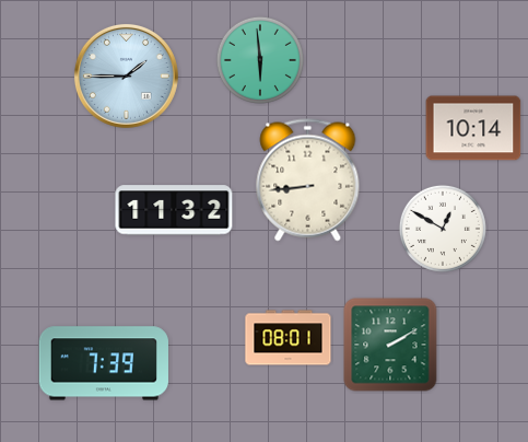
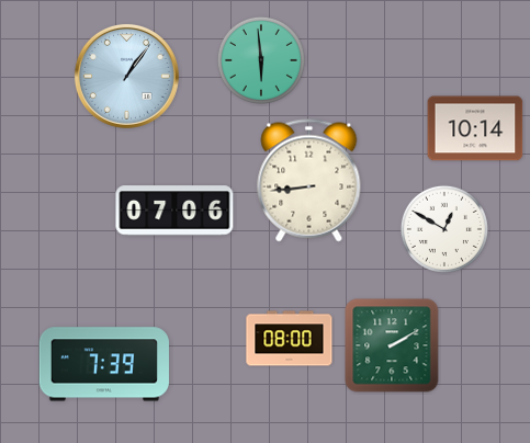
clock at (126, 75): 1:45 -> 1:06
clock at (174, 210): 11:32 -> 07:06
clock at (289, 338): 08:01 -> 08:00
